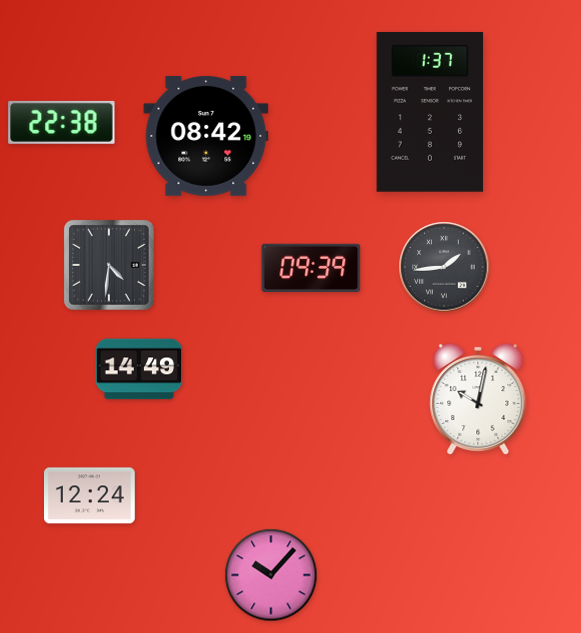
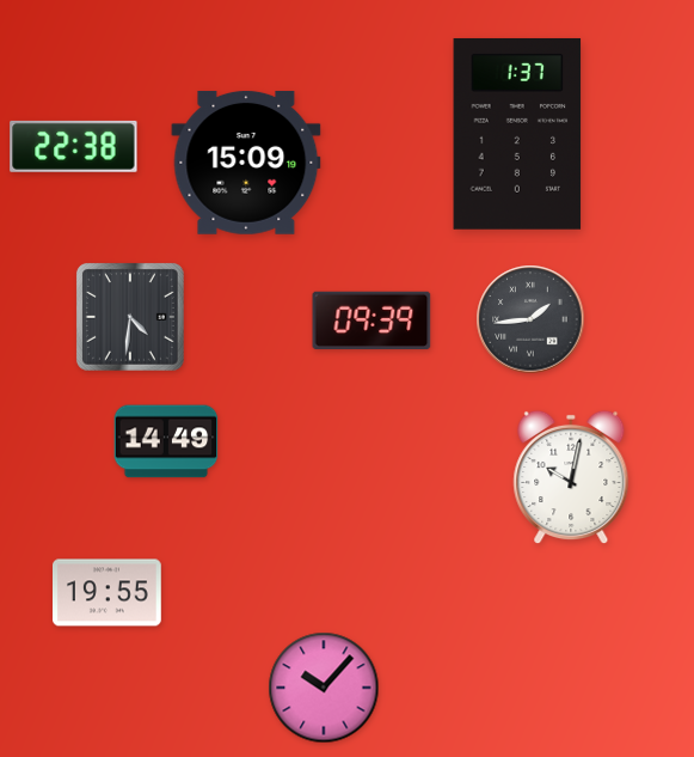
clock at (430, 112) position: (430, 112) -> (517, 134)
clock at (206, 136): 08:42 -> 15:09
clock at (90, 496): 12:24 -> 19:55
